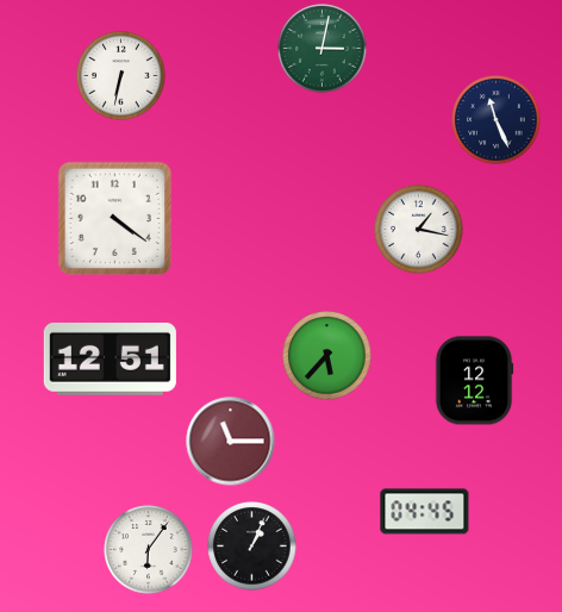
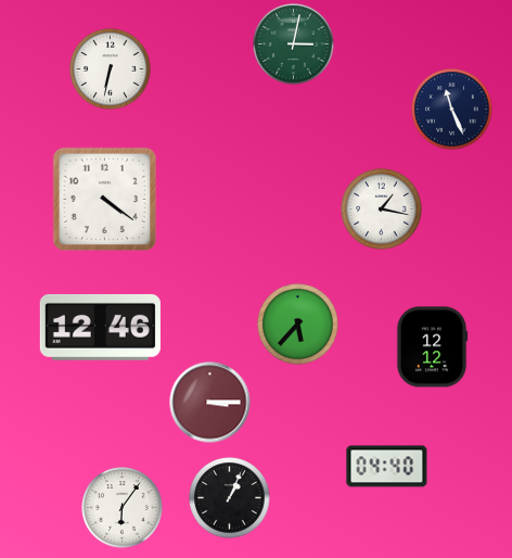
clock at (110, 358): 12:51 -> 12:46
clock at (231, 442): 11:15 -> 3:15
clock at (425, 512): 04:45 -> 04:40
clock at (149, 550) position: (149, 550) -> (123, 508)
